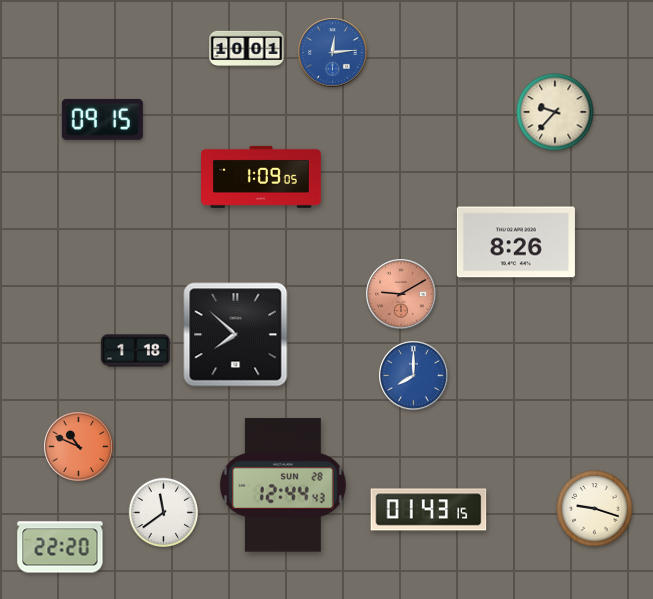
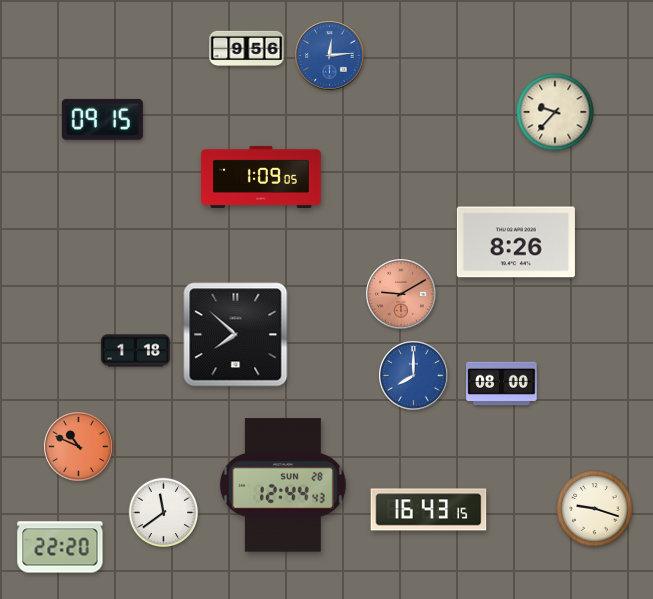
clock at (247, 49): 10:01 -> 9:56
clock at (333, 53) position: (333, 53) -> (330, 56)
clock at (502, 384): none -> 08:00
clock at (429, 510): 01:43 -> 16:43
